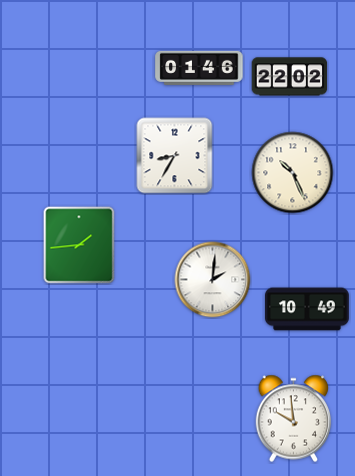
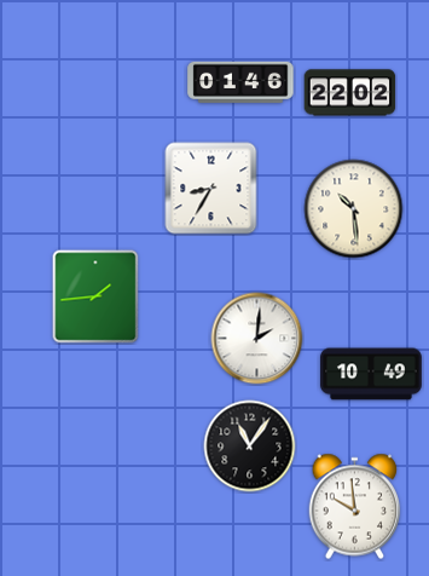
clock at (293, 173): 10:26 -> 10:29
clock at (250, 447): none -> 11:06
